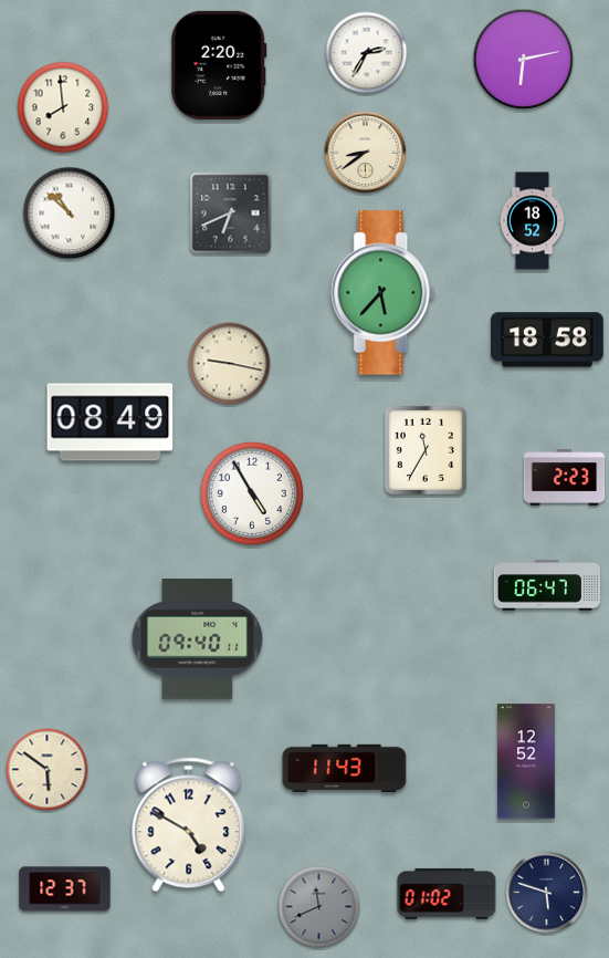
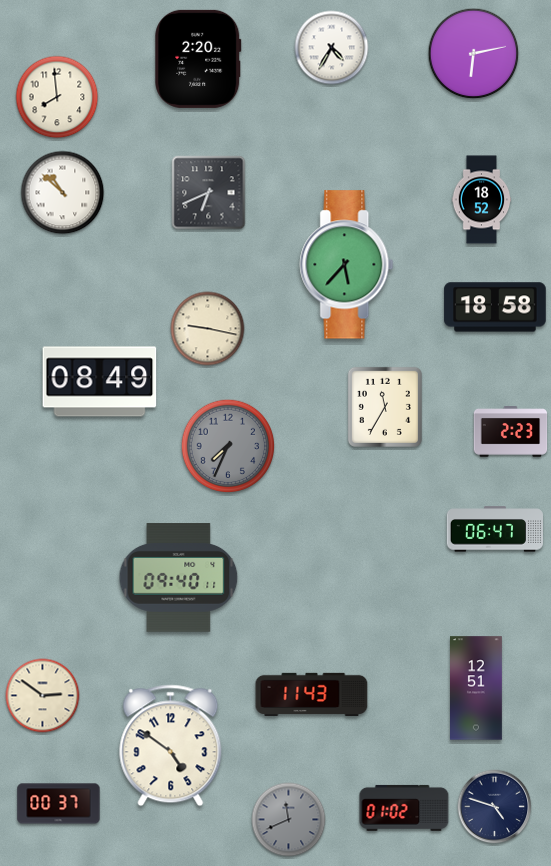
clock at (367, 53): 2:35 -> 4:35
clock at (366, 153): 8:39 -> none
clock at (252, 493): 4:55 -> 7:34
clock at (252, 493) dial: white -> grey
clock at (527, 761): 12:52 -> 12:51
clock at (48, 770): 5:51 -> 2:51
clock at (189, 825): 4:50 -> 4:51
clock at (65, 889): 12:37 -> 00:37
clock at (547, 893): 5:48 -> 4:48
